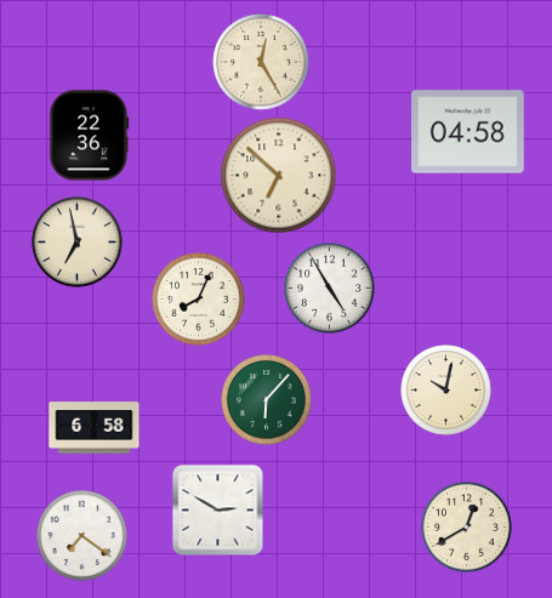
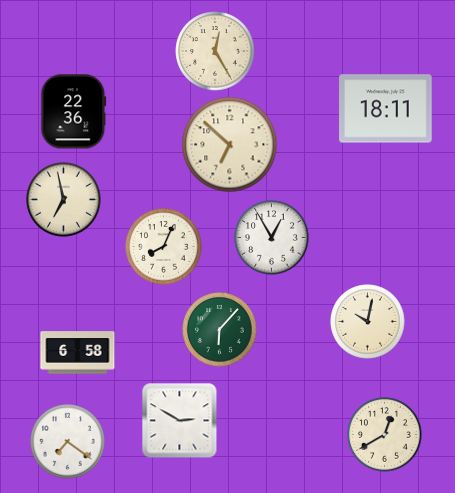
clock at (468, 132): 04:58 -> 18:11
clock at (330, 289): 4:55 -> 12:55
